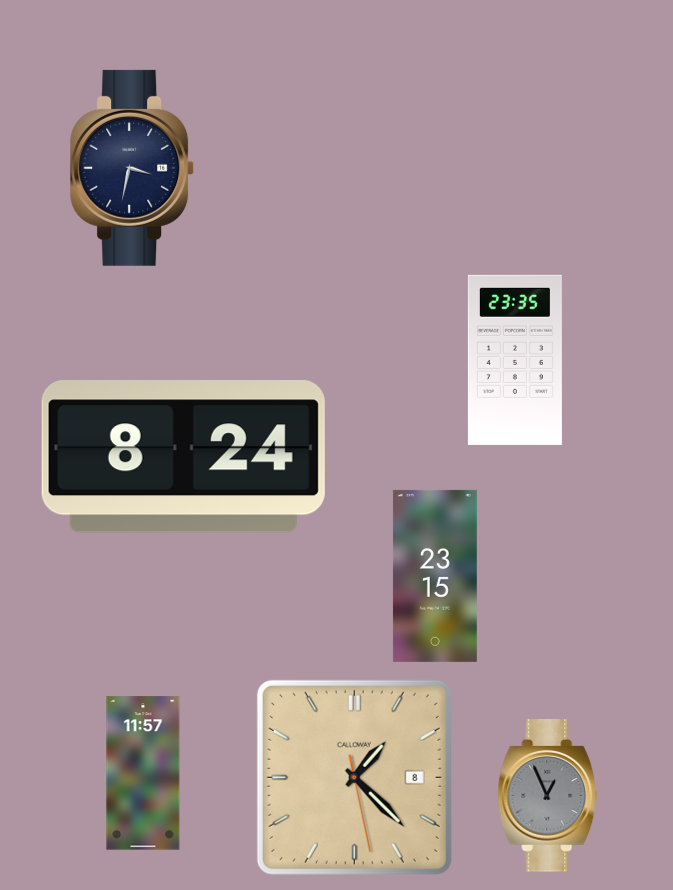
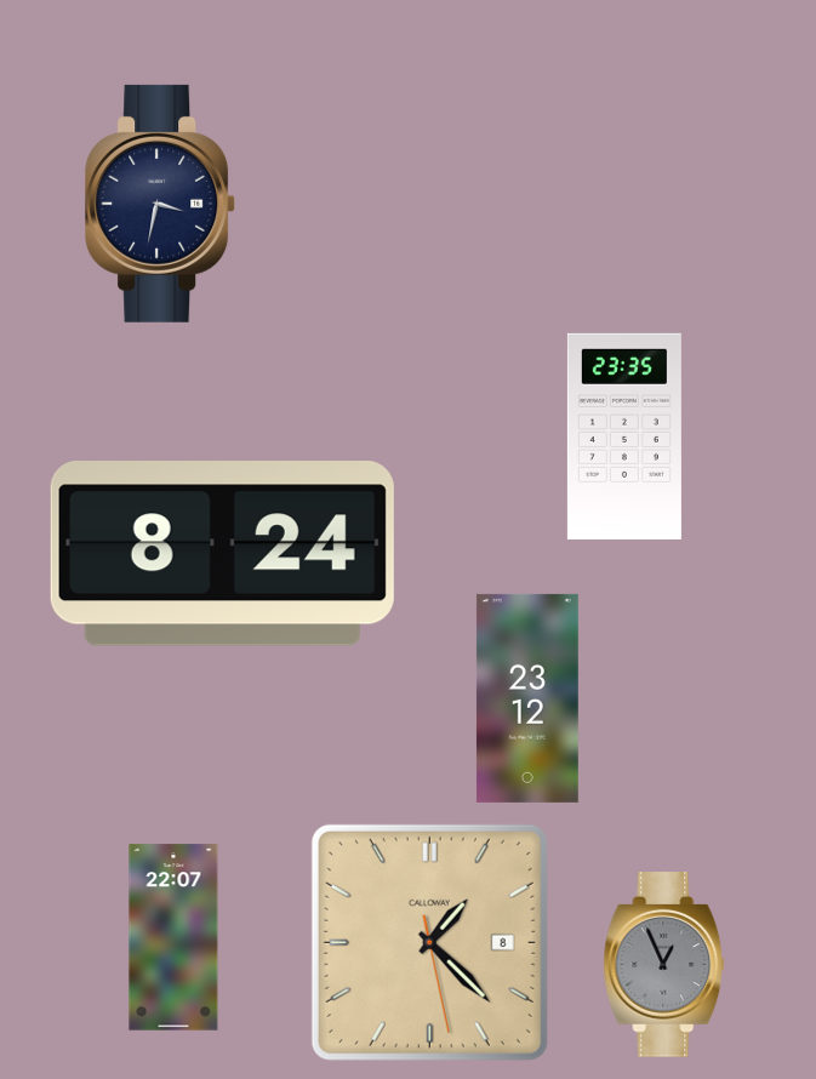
clock at (435, 576): 23:15 -> 23:12
clock at (143, 773): 11:57 -> 22:07
